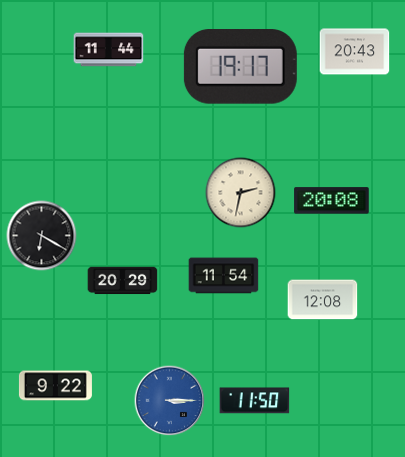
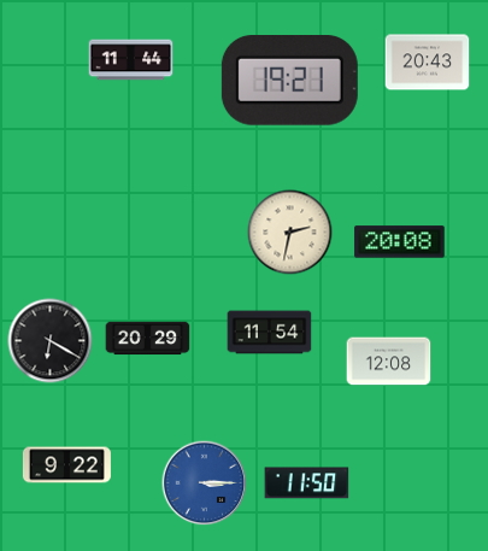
clock at (240, 67): 19:17 -> 19:21
clock at (42, 236) position: (42, 236) -> (51, 341)
